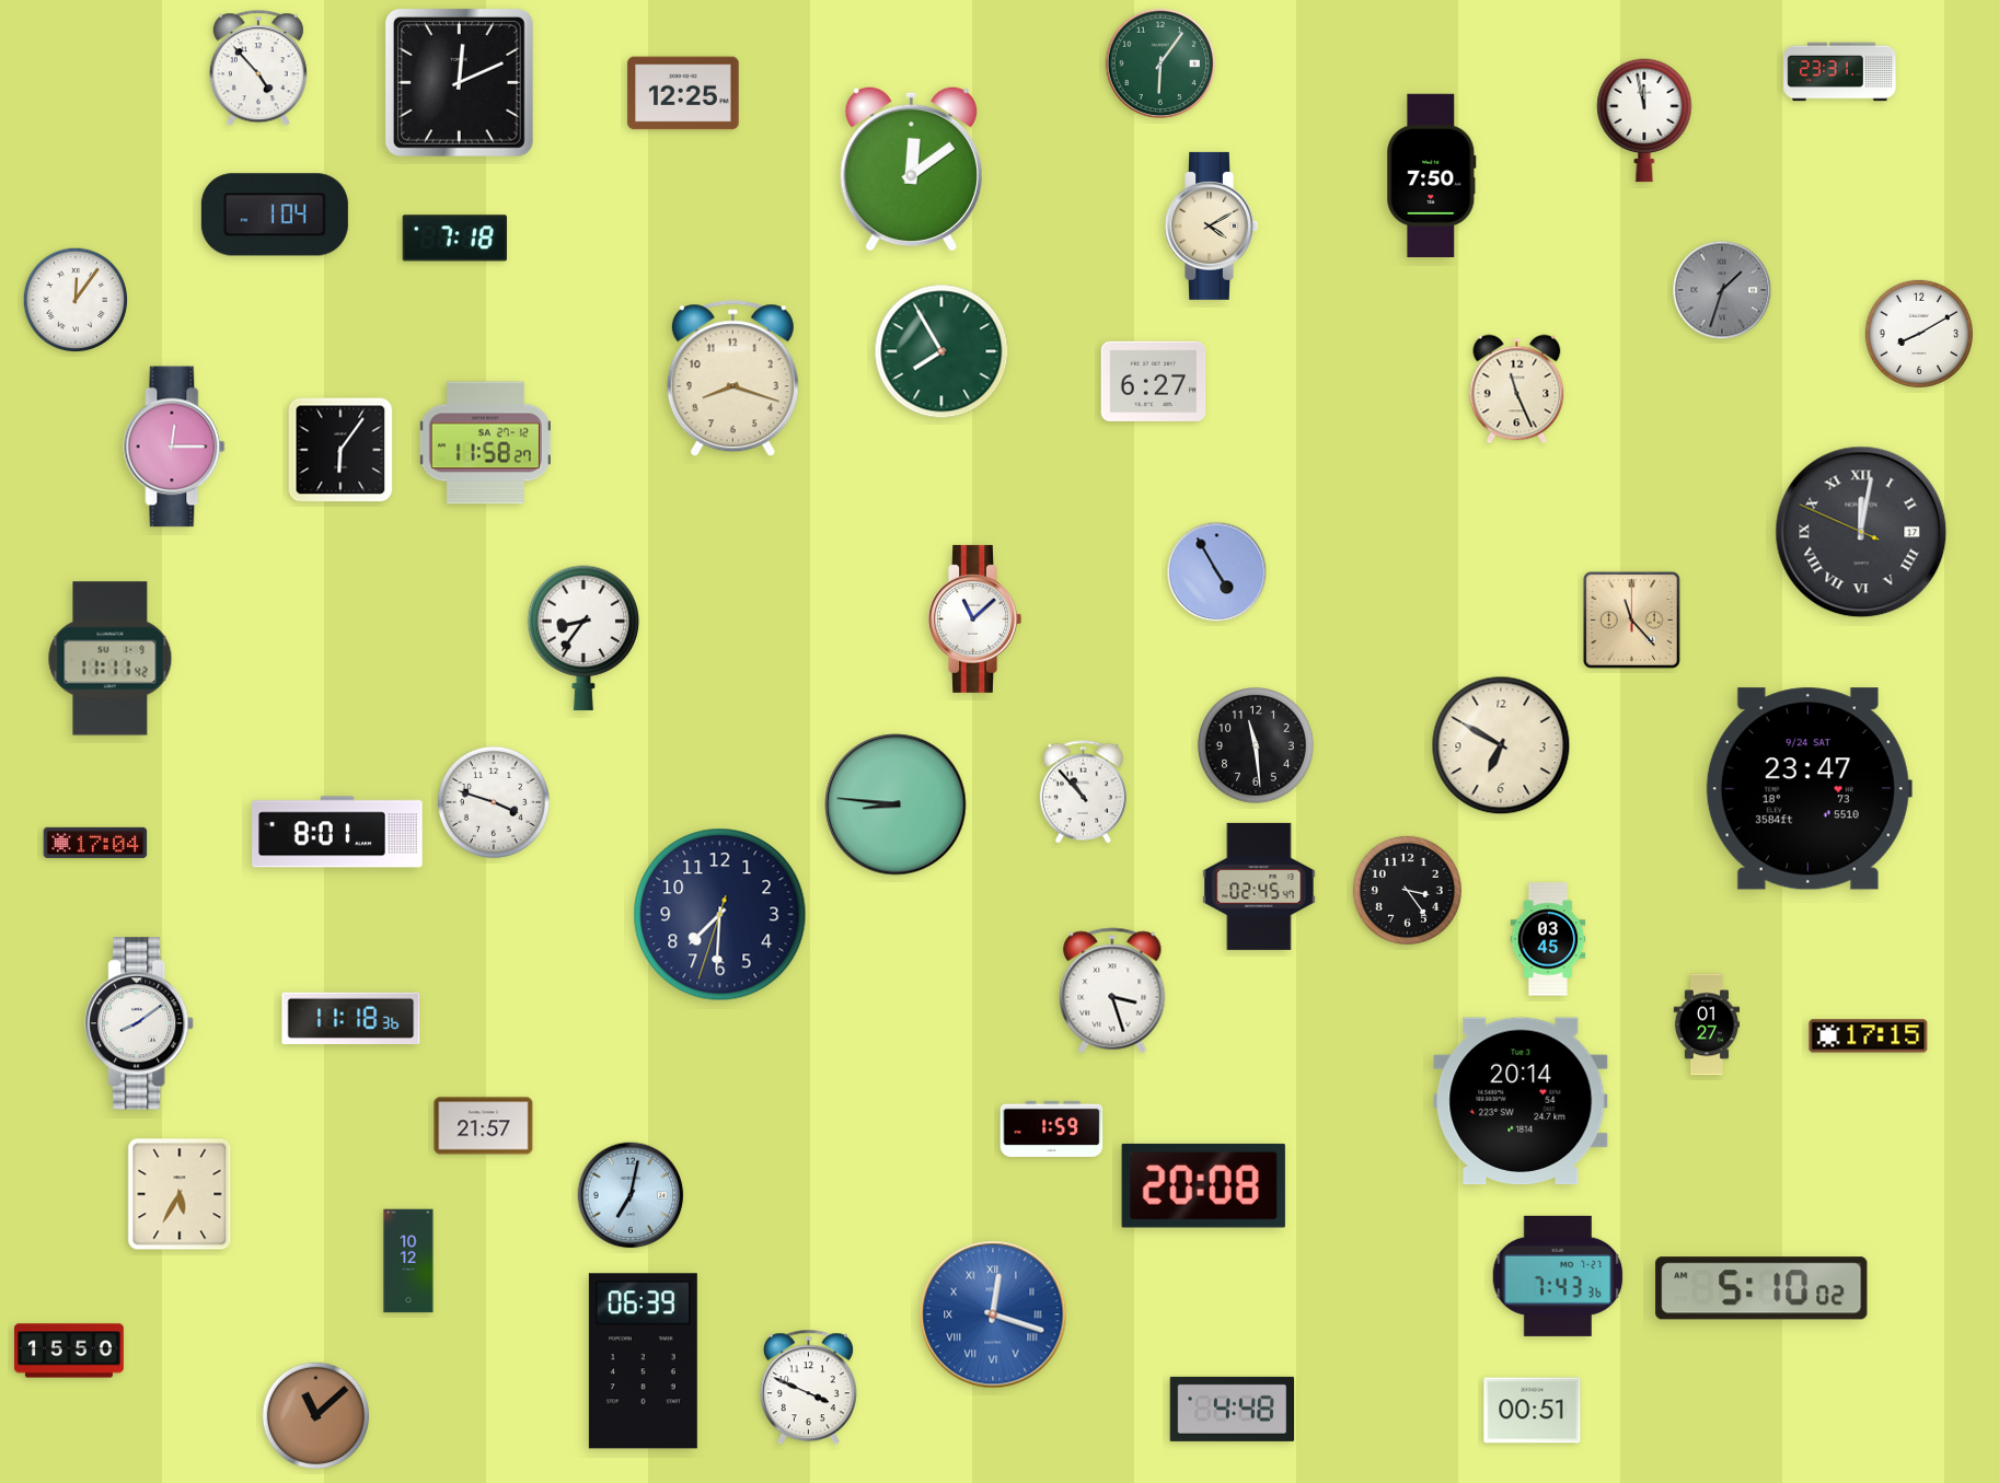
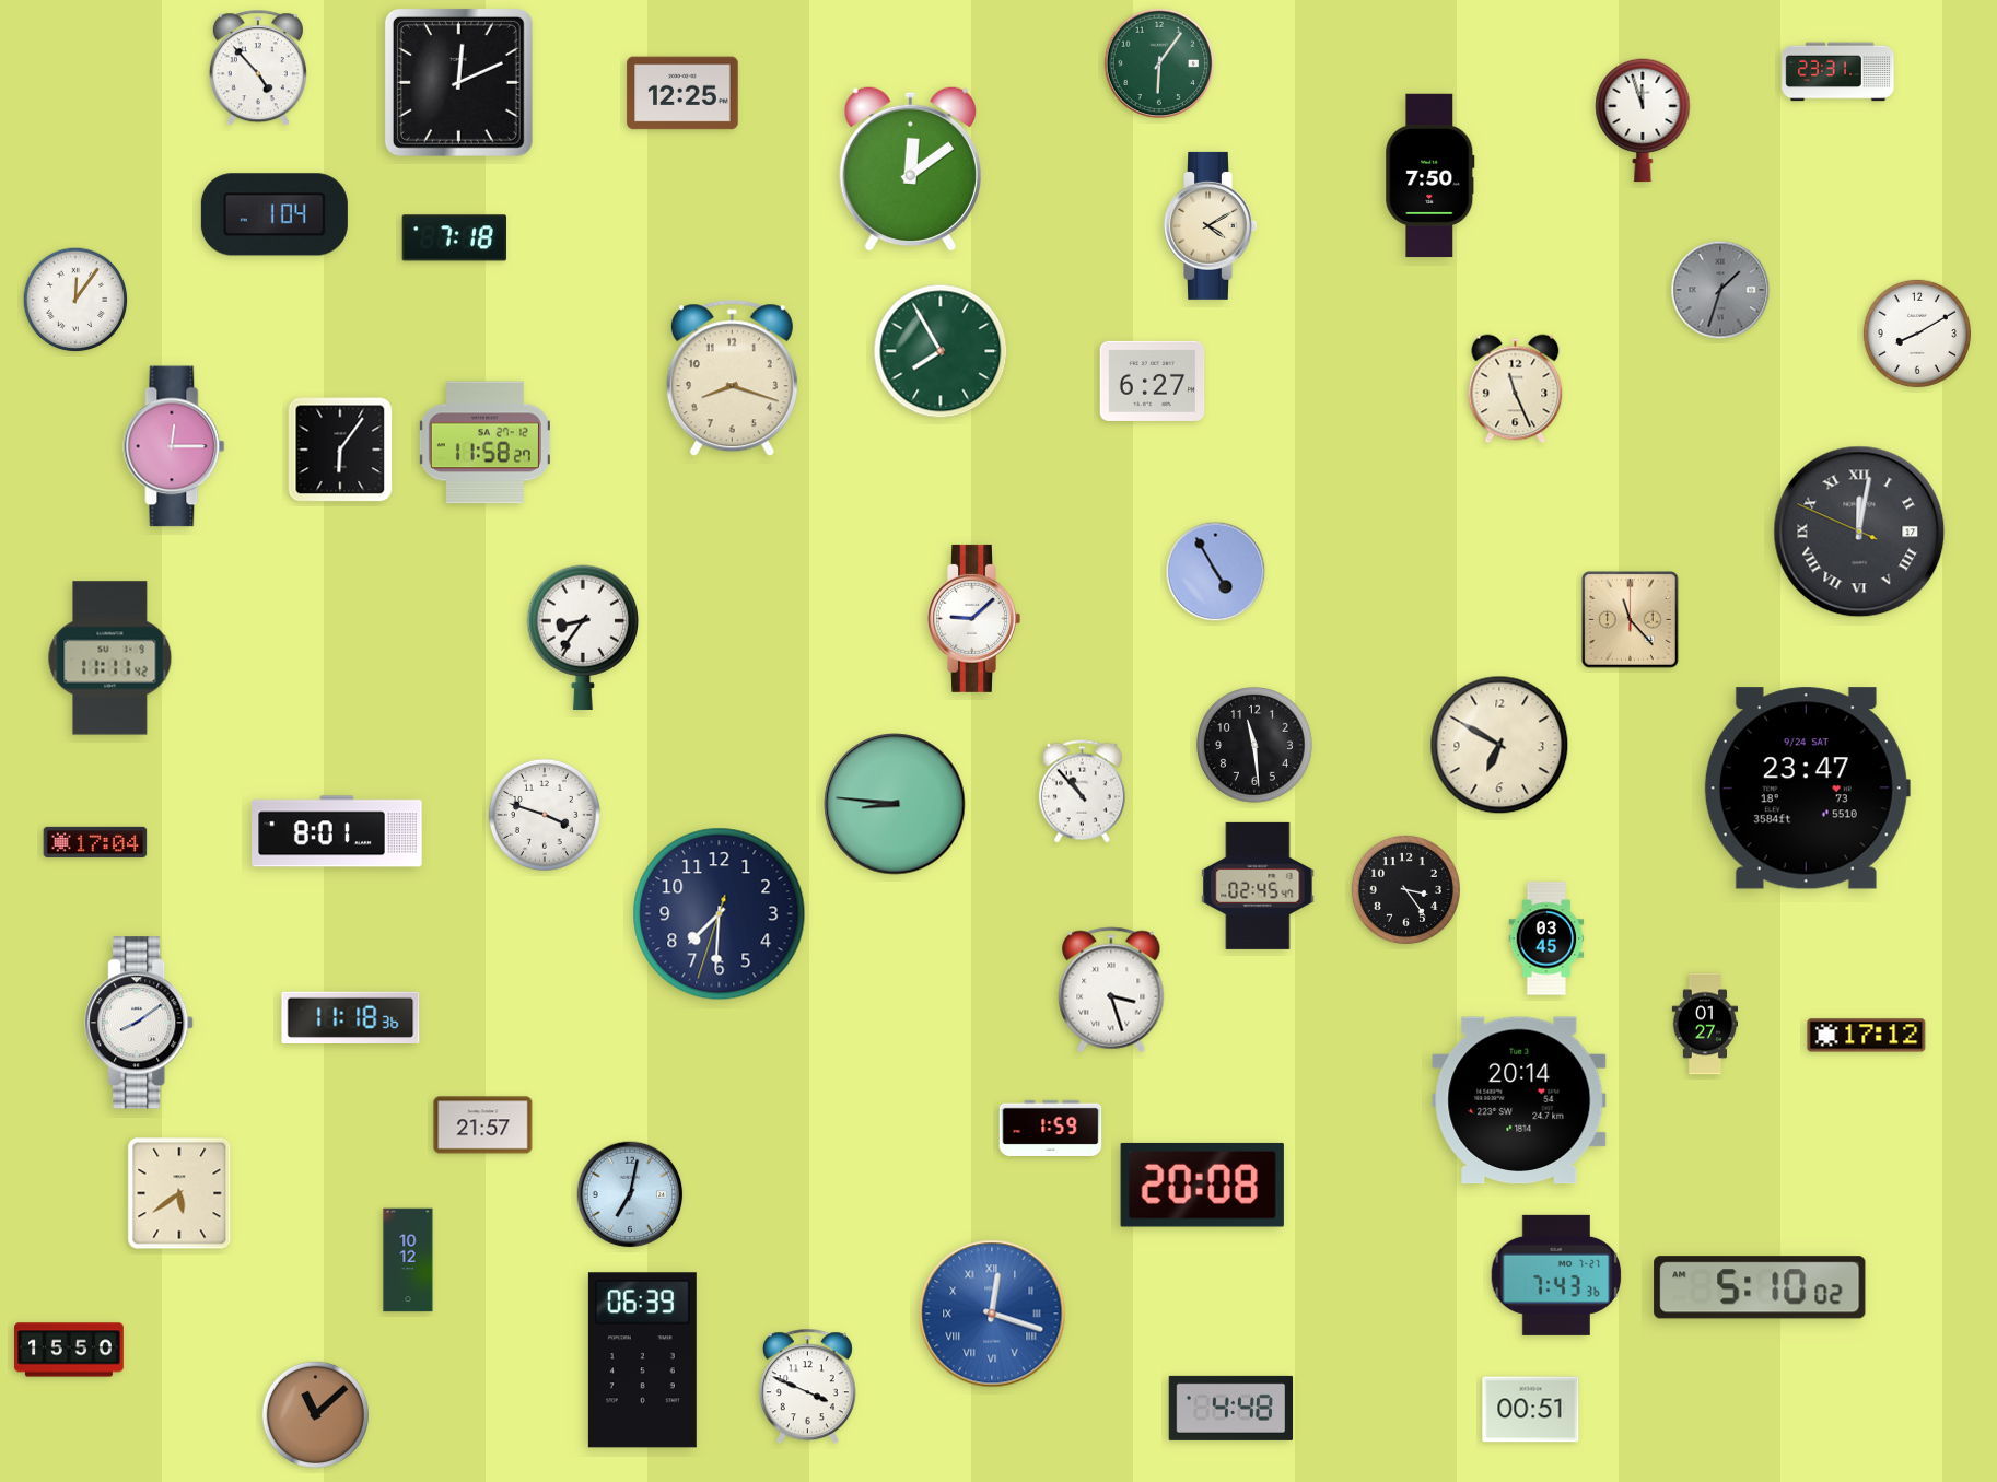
clock at (1644, 120): 11:58 -> 11:57
clock at (974, 618): 11:08 -> 9:08
clock at (494, 802) position: (494, 802) -> (545, 815)
clock at (1869, 1036): 17:15 -> 17:12
clock at (180, 1194): 5:35 -> 5:39
